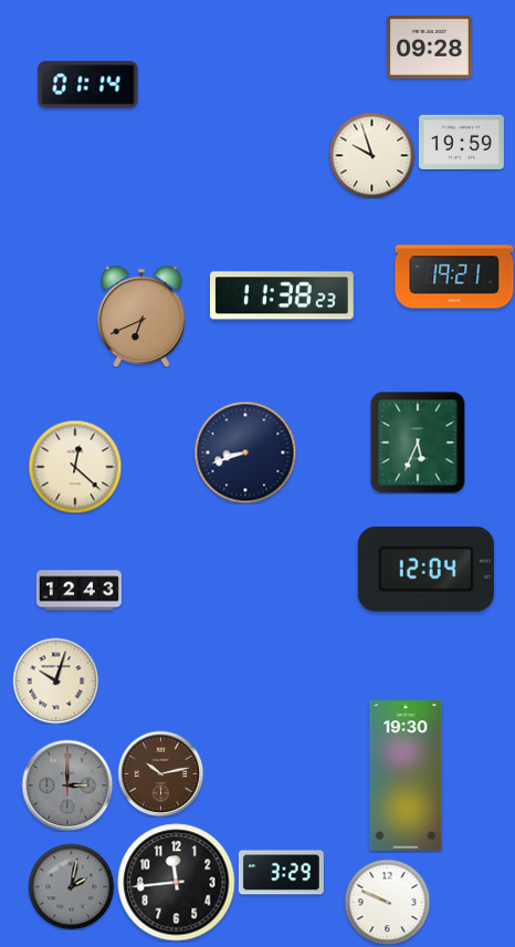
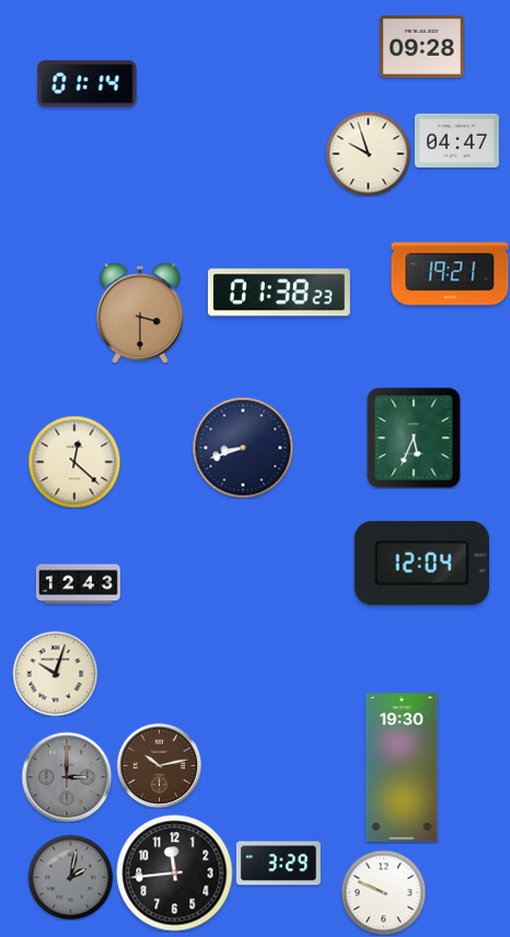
clock at (429, 46) position: (429, 46) -> (421, 46)
clock at (461, 142): 19:59 -> 04:47
clock at (282, 295): 11:38 -> 01:38
clock at (143, 316): 6:41 -> 3:30
